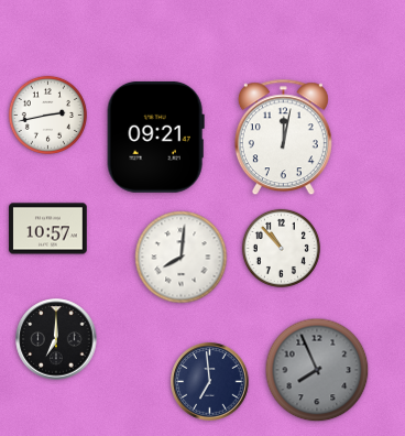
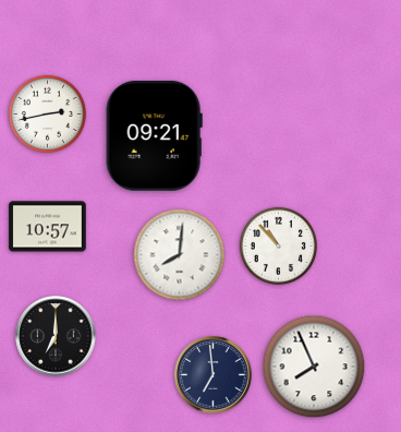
clock at (283, 138): 12:02 -> none
clock at (317, 370) dial: grey -> white
clock at (210, 382) position: (210, 382) -> (214, 375)
